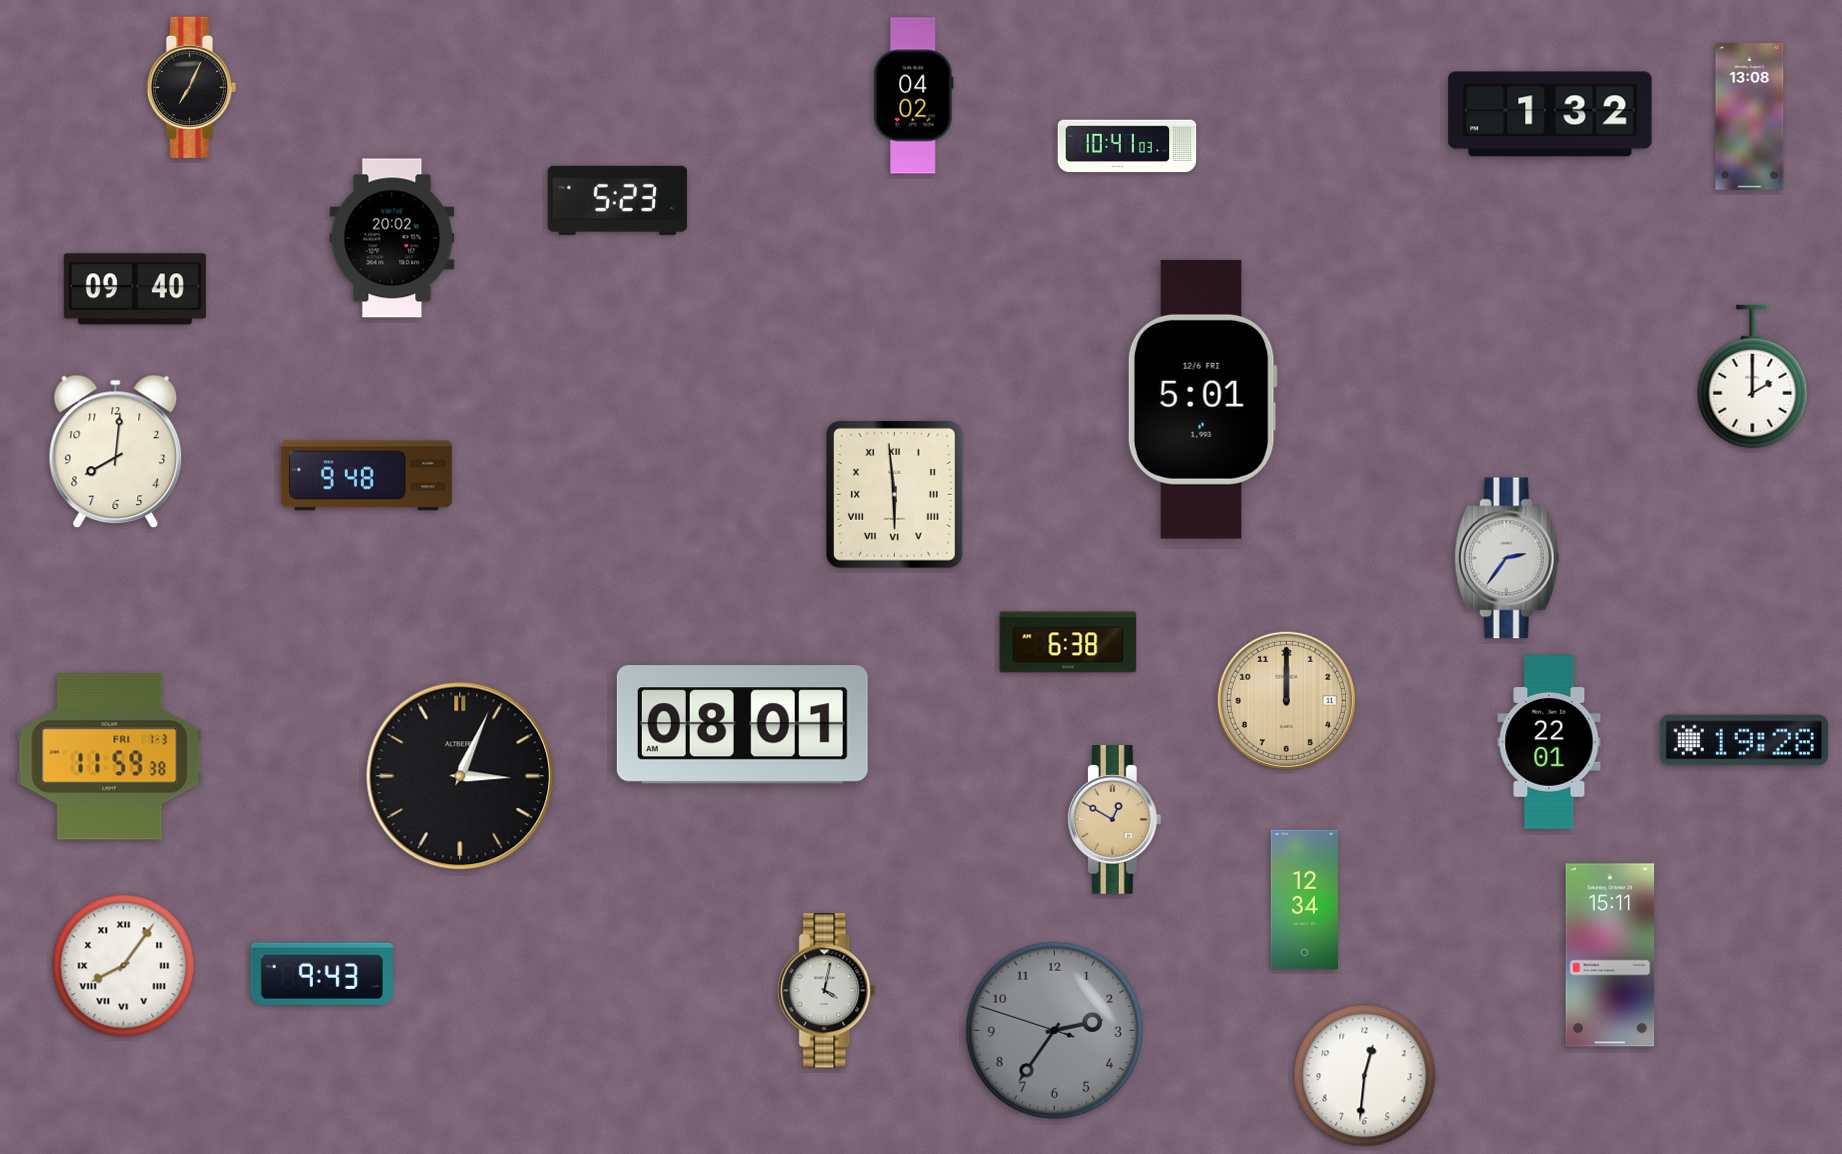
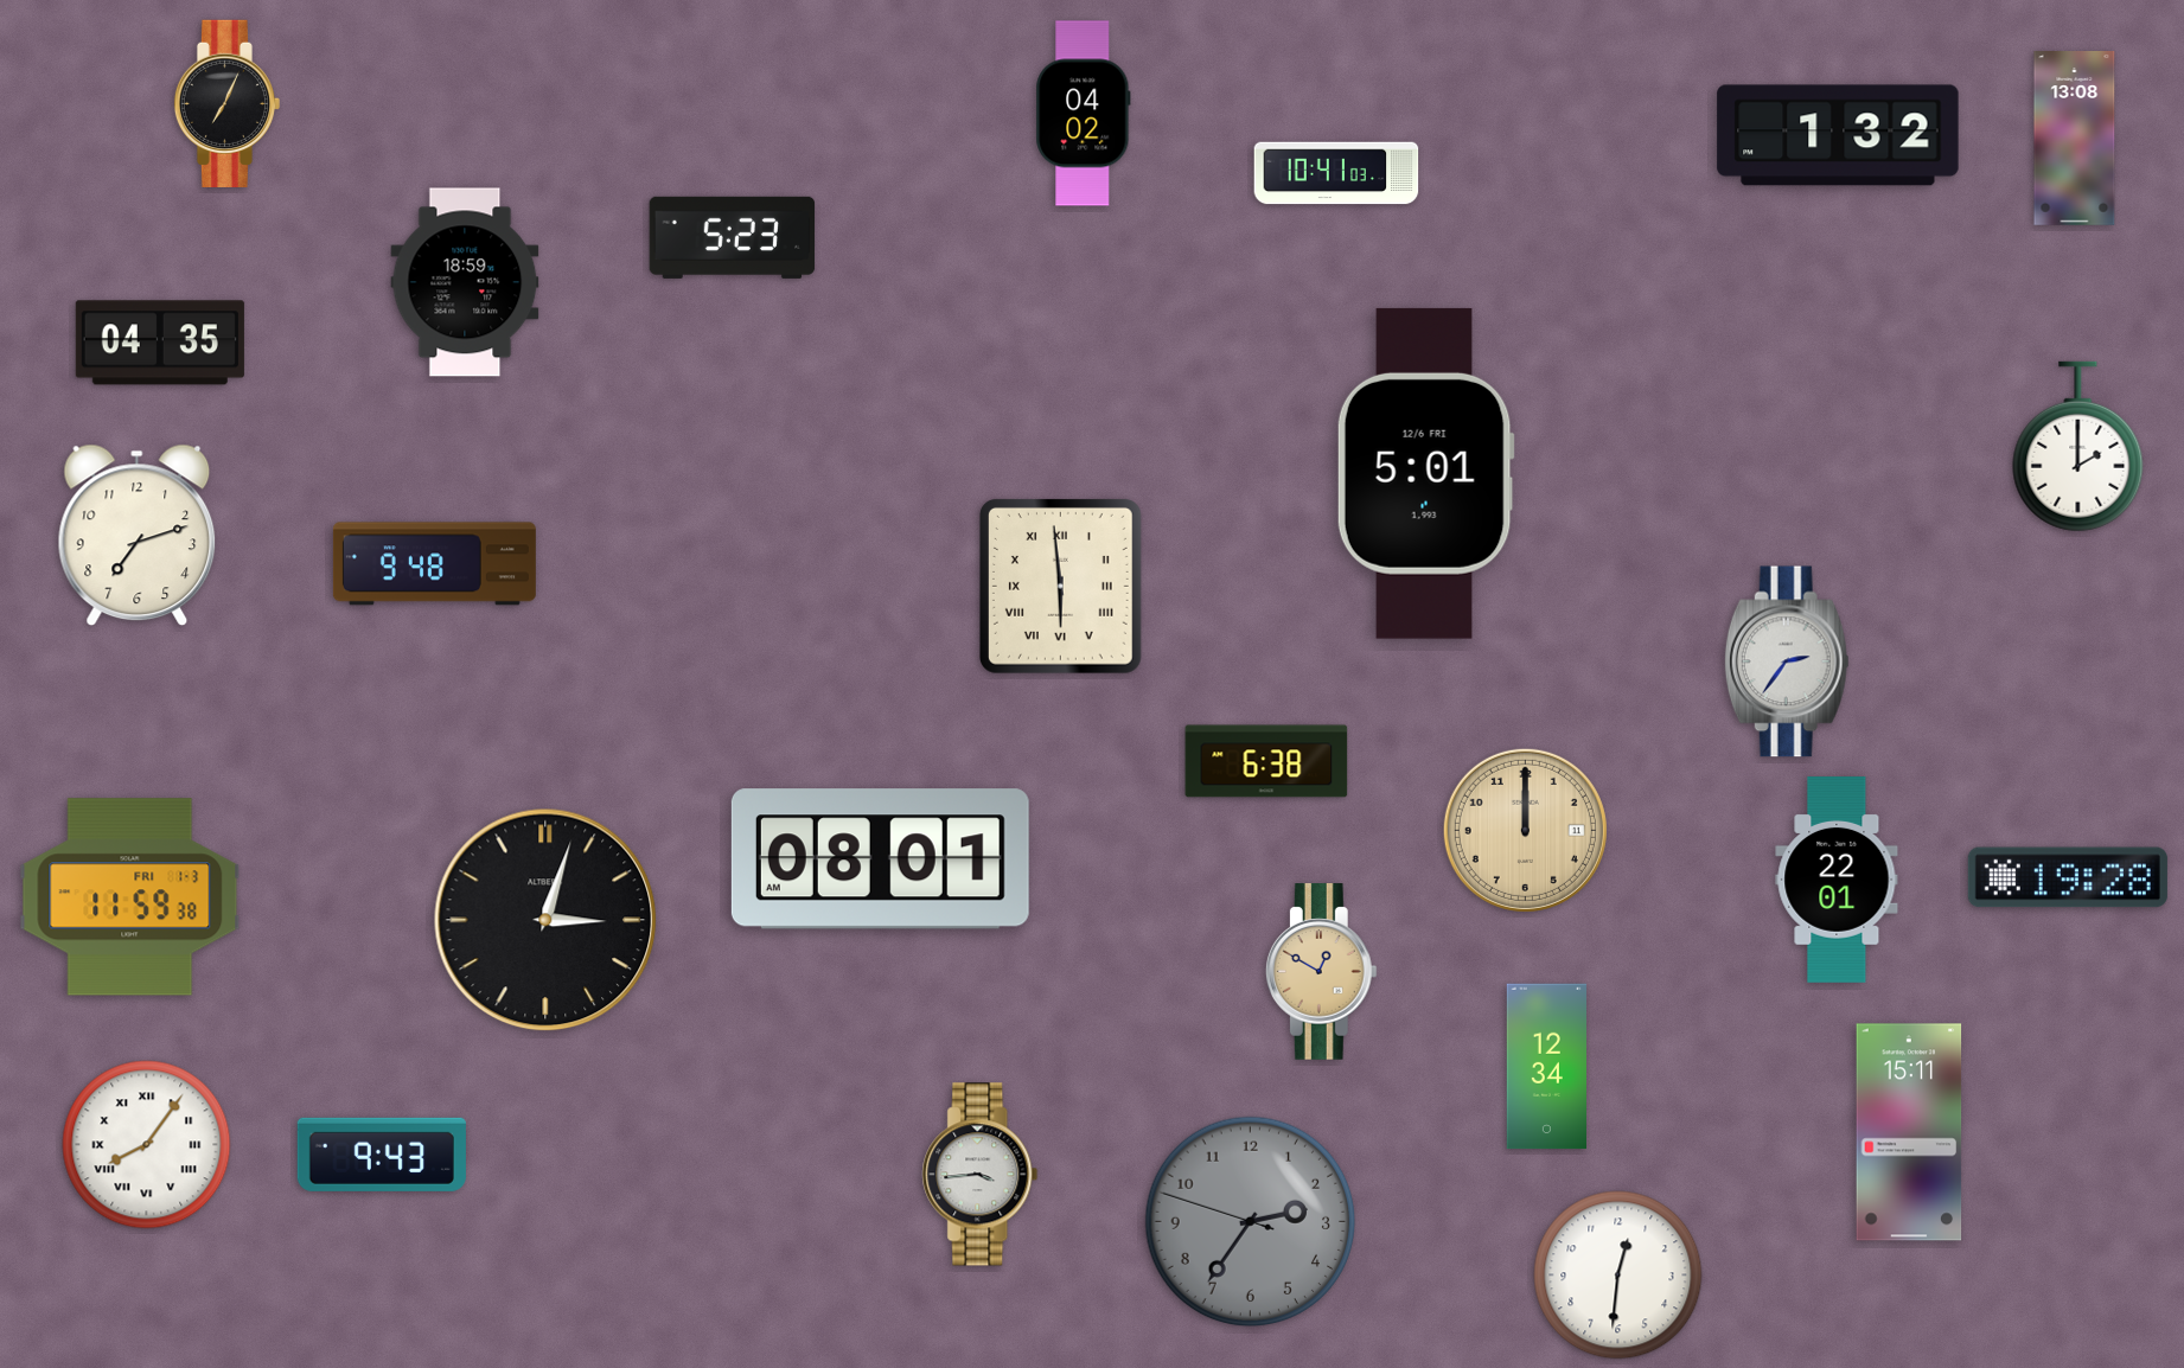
clock at (392, 238): 20:02 -> 18:59
clock at (135, 289): 09:40 -> 04:35
clock at (116, 452): 8:01 -> 7:12
clock at (460, 776): 3:04 -> 3:03
clock at (827, 991): 4:02 -> 3:44
